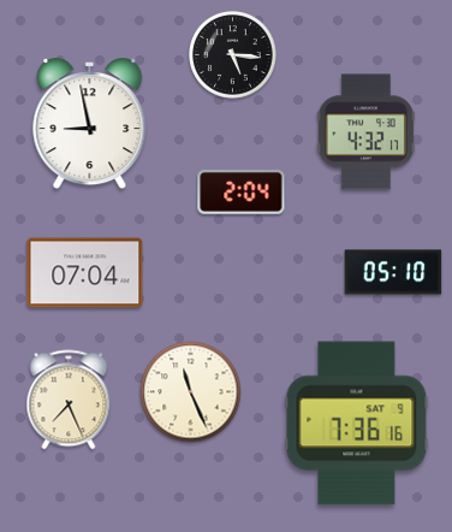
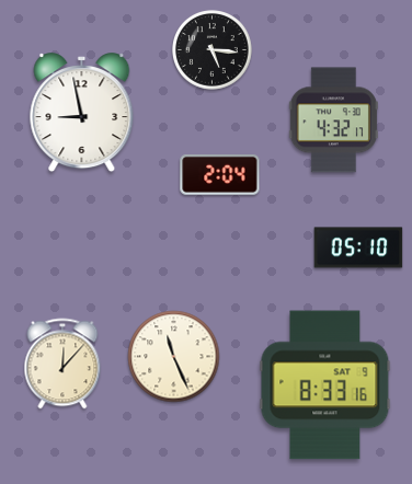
clock at (85, 273): 07:04 -> none
clock at (69, 400): 7:26 -> 12:07
clock at (357, 424): 7:36 -> 8:33
